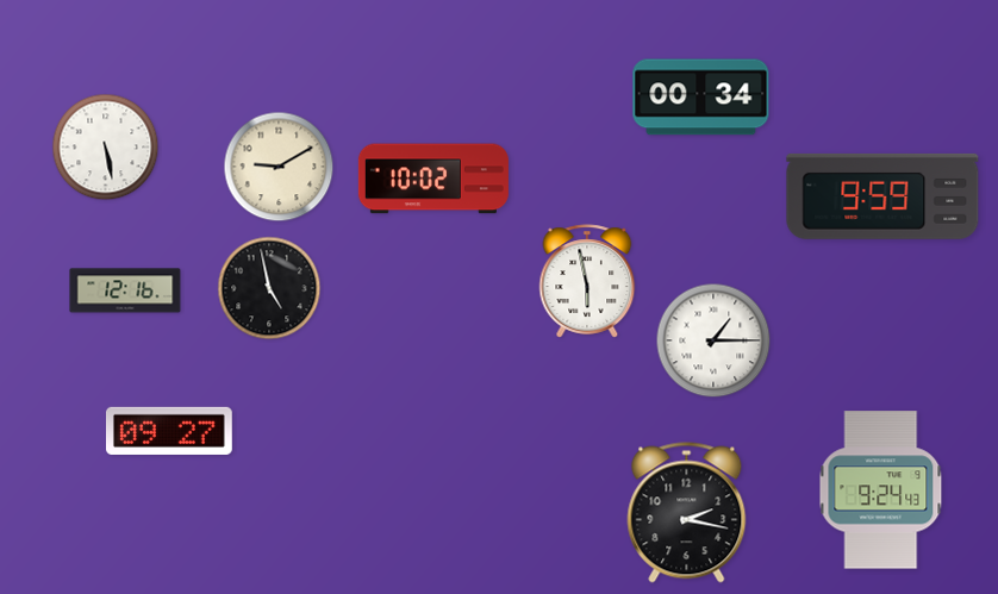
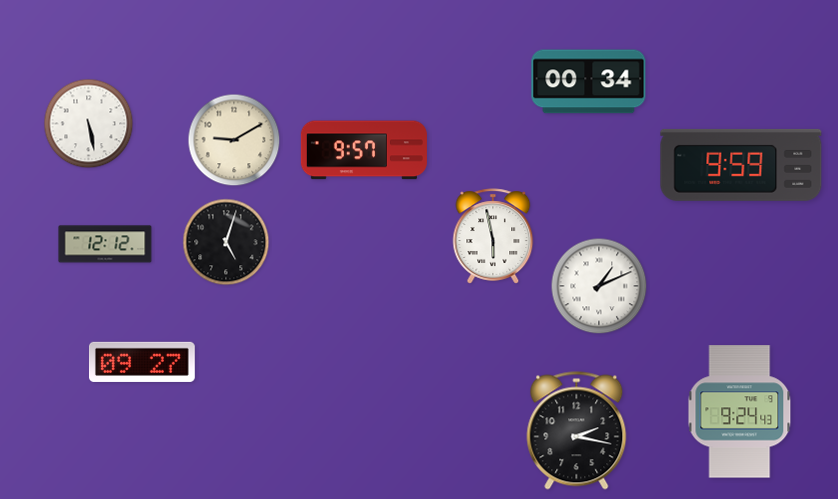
clock at (433, 179): 10:02 -> 9:57
clock at (269, 288): 4:58 -> 5:03
clock at (125, 290): 12:16 -> 12:12
clock at (713, 340): 1:15 -> 1:11
